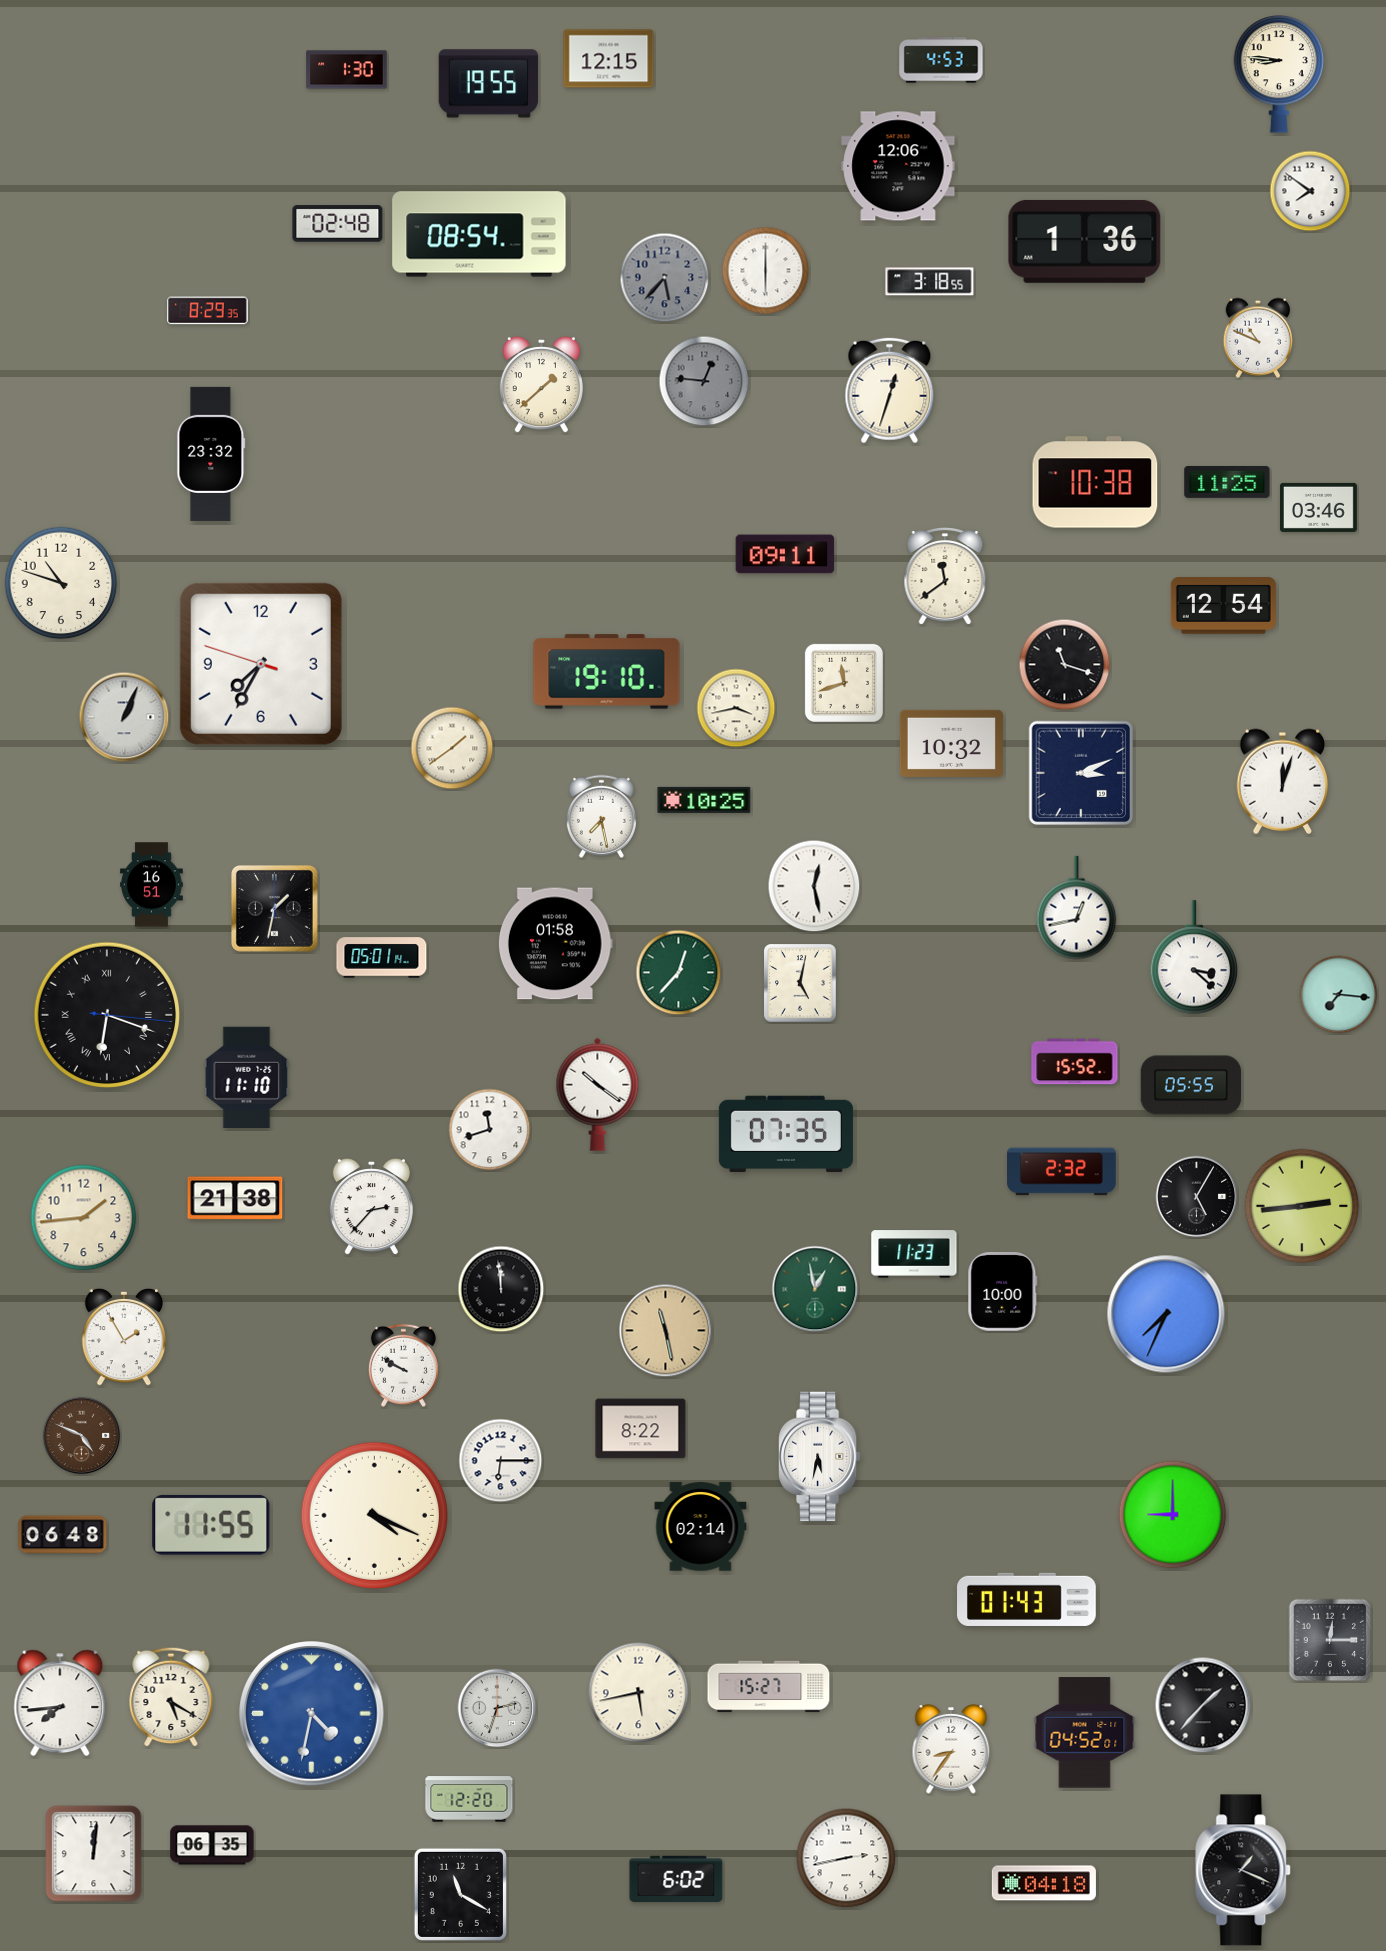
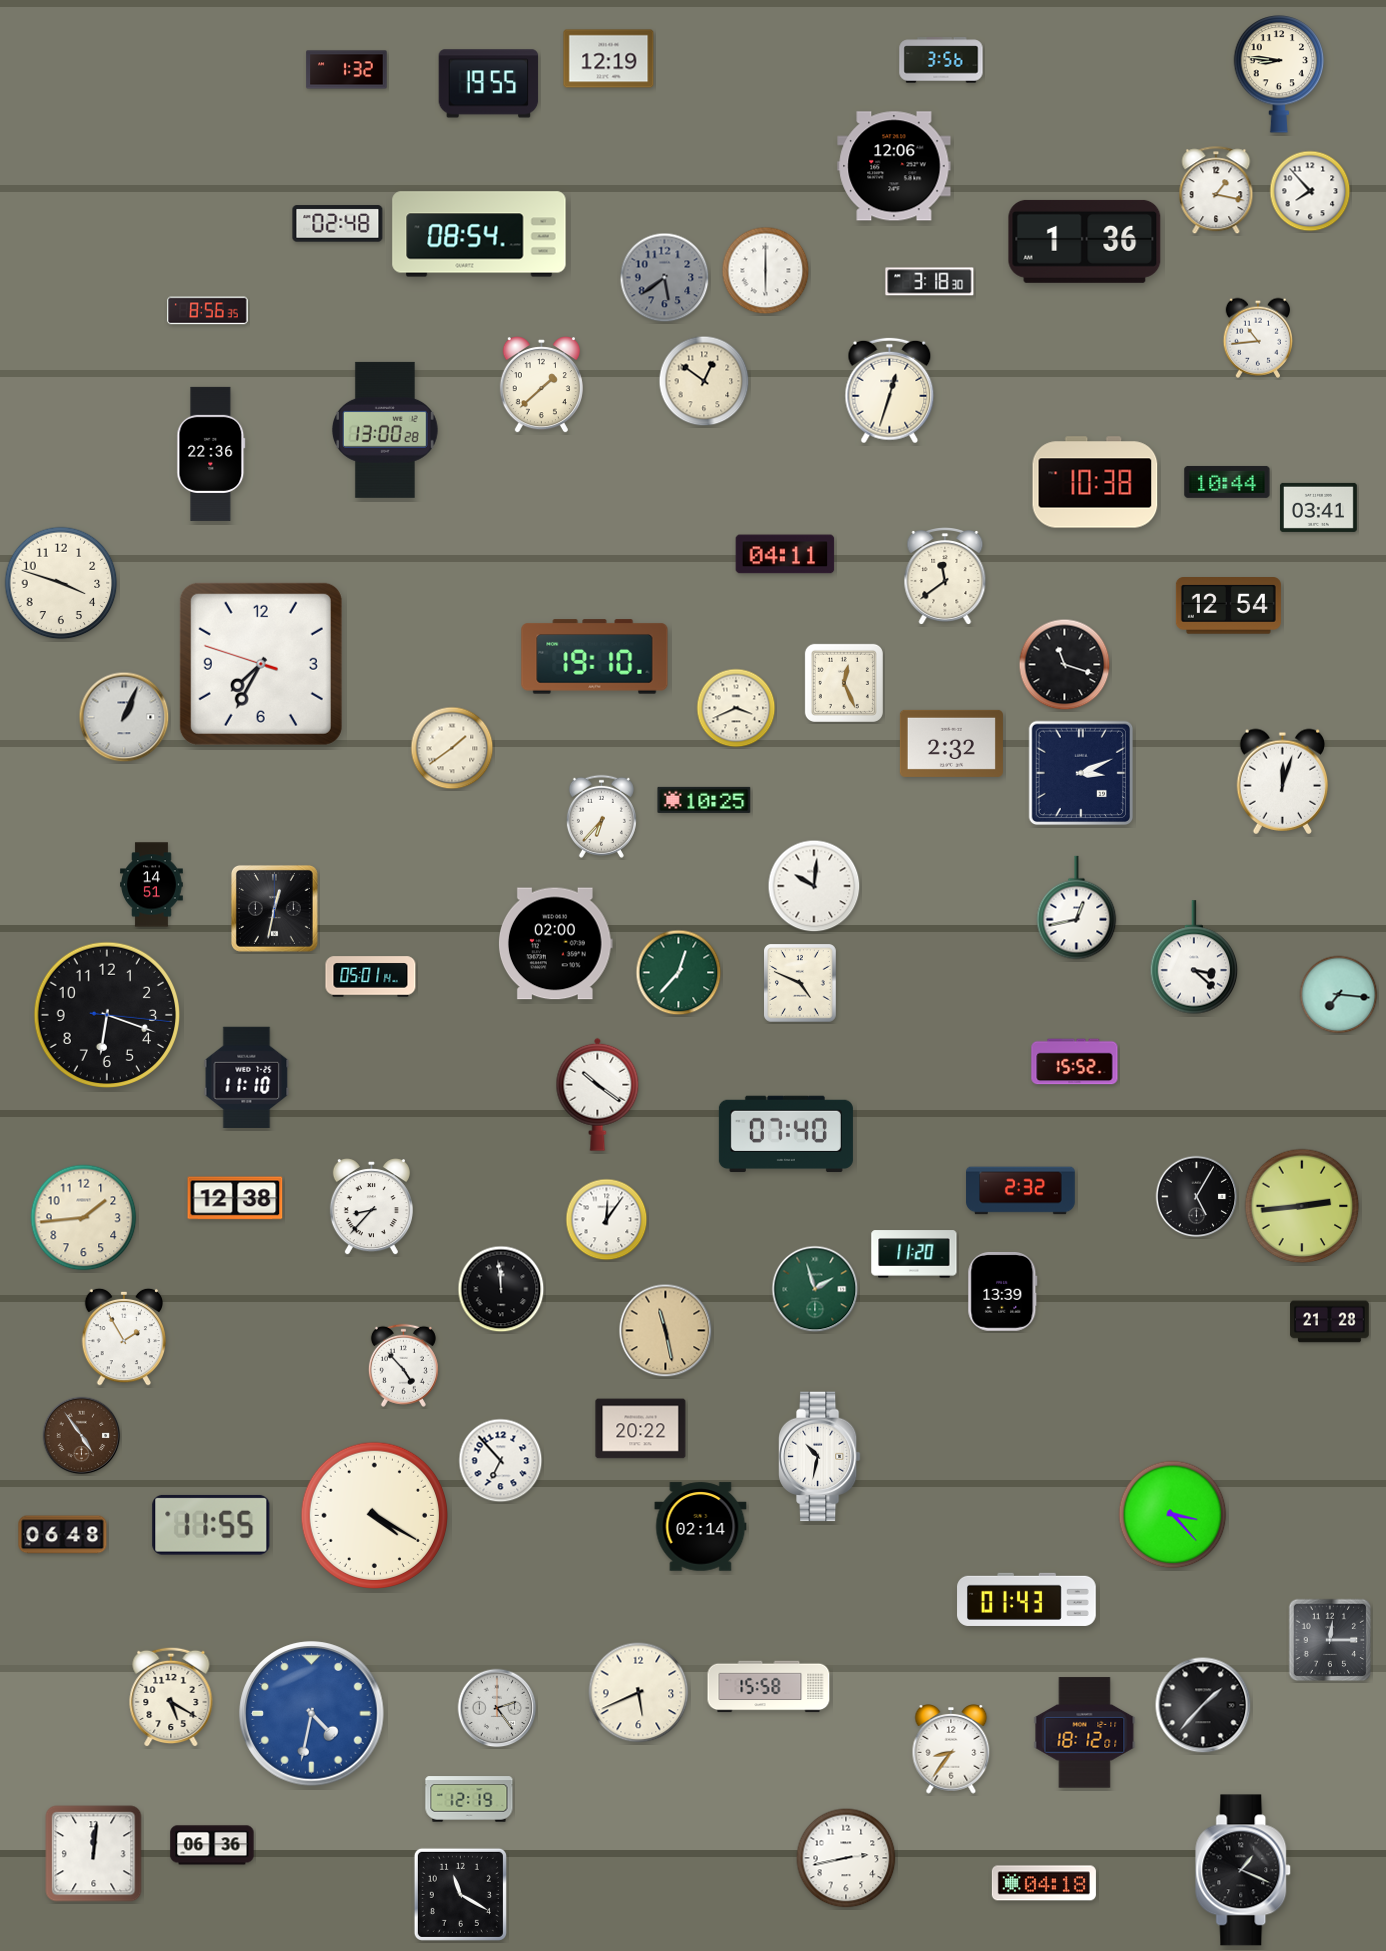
clock at (609, 59): 12:15 -> 12:19
clock at (941, 60): 4:53 -> 3:56
clock at (347, 70): 1:30 -> 1:32
clock at (898, 166) position: (898, 166) -> (894, 166)
clock at (1216, 191): none -> 1:17
clock at (1310, 191): 7:51 -> 7:53
clock at (665, 278): 5:37 -> 5:39
clock at (930, 282): 3:18:55 -> 3:18:30
clock at (208, 311): 8:29 -> 8:56
clock at (1257, 338): 10:49 -> 10:44
clock at (704, 381): 12:46 -> 12:51
clock at (704, 381) dial: grey -> cream
clock at (385, 430): none -> 13:00
clock at (211, 454): 23:32 -> 22:36
clock at (1227, 482): 11:25 -> 10:44
clock at (1318, 507): 03:46 -> 03:41
clock at (785, 554): 09:11 -> 04:11
clock at (61, 583): 10:48 -> 3:48
clock at (1223, 606) position: (1223, 606) -> (1228, 606)
clock at (607, 672) position: (607, 672) -> (595, 657)
clock at (844, 683): 11:42 -> 12:26
clock at (736, 708): 3:43 -> 3:41
clock at (951, 743): 10:32 -> 2:32
clock at (601, 816): 7:28 -> 6:37
clock at (152, 885): 16:51 -> 14:51
clock at (814, 886): 12:28 -> 10:01
clock at (274, 908): 1:32 -> 12:32
clock at (555, 944): 01:58 -> 02:00
clock at (382, 958) position: (382, 958) -> (371, 977)
clock at (801, 984): 5:02 -> 4:49
clock at (106, 1014) numerals: Roman -> Arabic
clock at (1191, 1085): 05:55 -> none
clock at (490, 1130): 11:42 -> none
clock at (786, 1134): 07:35 -> 07:40
clock at (1062, 1172) position: (1062, 1172) -> (1021, 1191)
clock at (235, 1198): 21:38 -> 12:38
clock at (371, 1208): 2:37 -> 8:37
clock at (607, 1220): none -> 12:06
clock at (914, 1254): 11:23 -> 11:20
clock at (815, 1289): 12:58 -> 1:57
clock at (1003, 1292): 10:00 -> 13:39
clock at (1166, 1314): 7:34 -> none
clock at (1330, 1322): none -> 21:28
clock at (403, 1365): 9:50 -> 4:53
clock at (641, 1429): 8:22 -> 20:22
clock at (82, 1436): 4:49 -> 4:54
clock at (820, 1457): 5:32 -> 10:32
clock at (501, 1461): 6:15 -> 6:53
clock at (374, 1515): 4:19 -> 4:20
clock at (1173, 1515): 9:00 -> 3:23
clock at (769, 1687): 15:27 -> 15:58
clock at (639, 1693): 5:43 -> 5:41
clock at (60, 1703): 7:44 -> none
clock at (497, 1708): 2:33 -> 2:24
clock at (1085, 1733): 04:52 -> 18:12
clock at (469, 1799): 12:20 -> 12:19
clock at (212, 1845): 06:35 -> 06:36
clock at (676, 1878): 6:02 -> none
